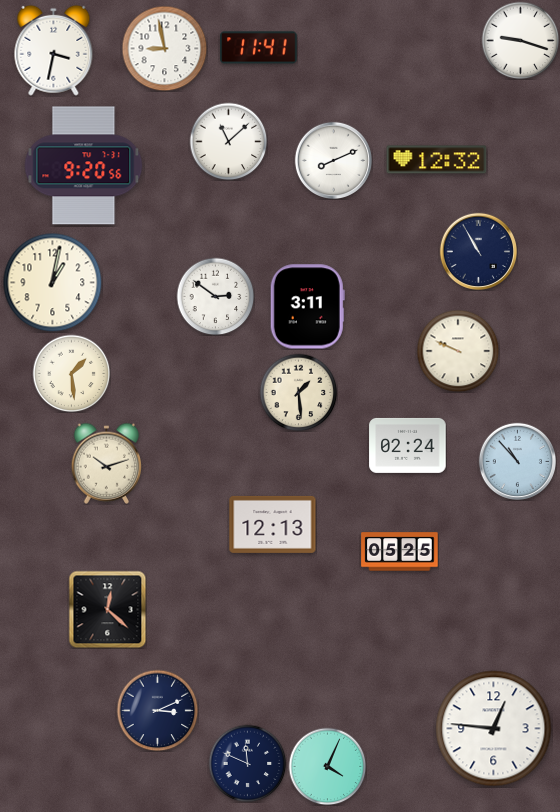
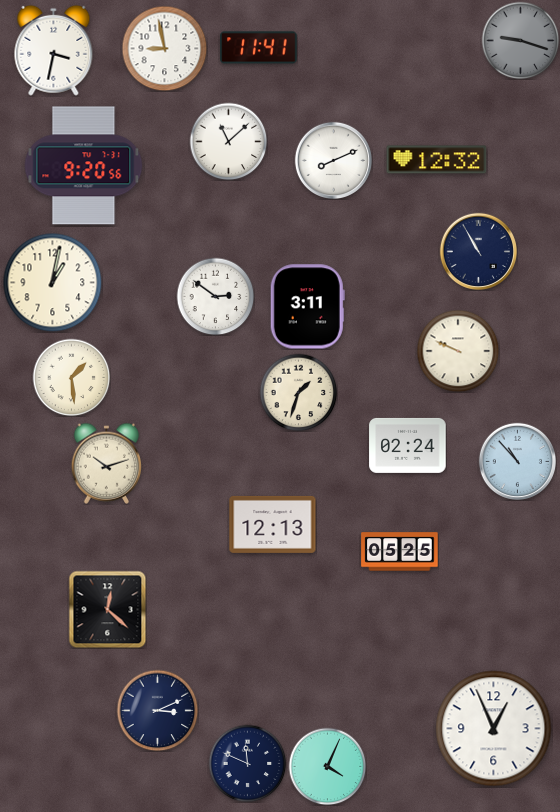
clock at (520, 40) dial: white -> grey
clock at (71, 373) position: (71, 373) -> (71, 377)
clock at (298, 392): 1:29 -> 1:33
clock at (494, 729): 12:46 -> 12:56
